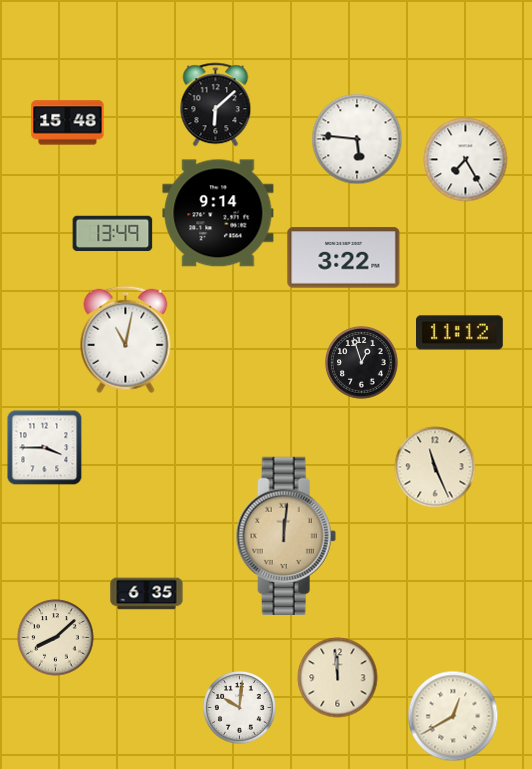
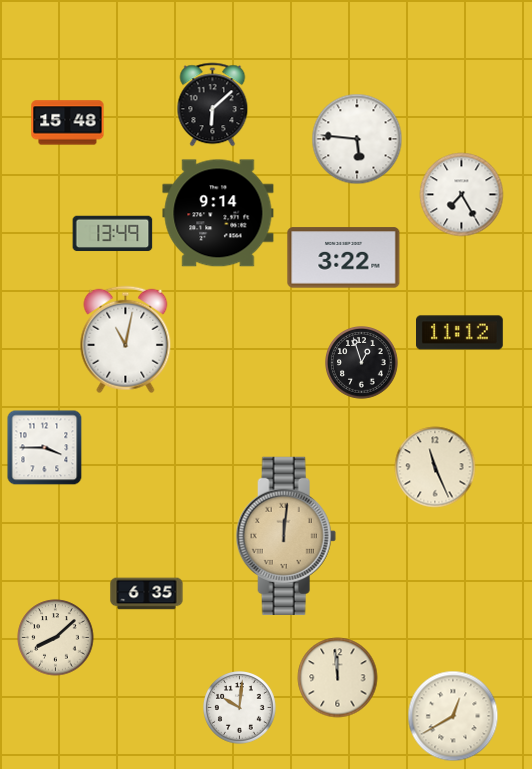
clock at (216, 105) position: (216, 105) -> (213, 105)
clock at (466, 160) position: (466, 160) -> (462, 195)
